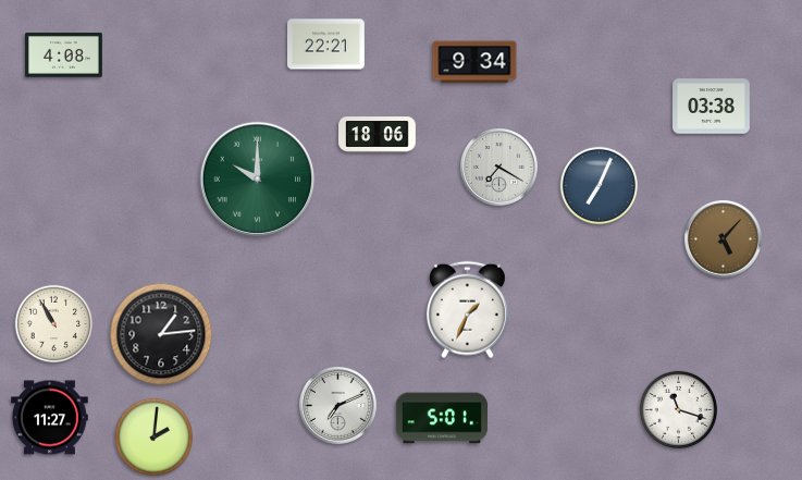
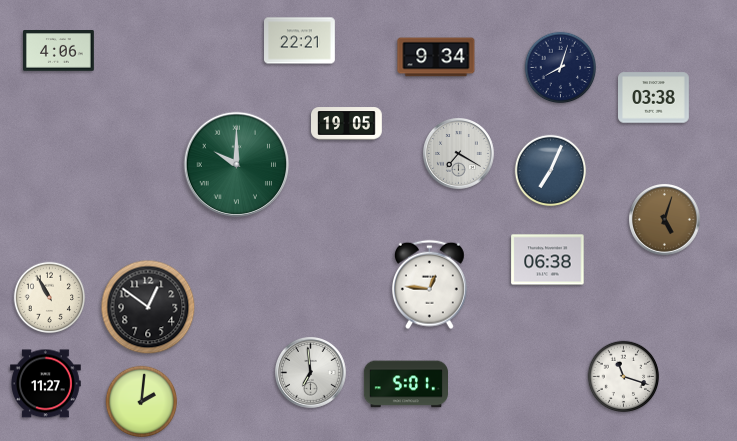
clock at (64, 56): 4:08 -> 4:06
clock at (561, 68): none -> 8:03
clock at (378, 135): 18:06 -> 19:05
clock at (724, 239): 5:07 -> 5:03
clock at (548, 260): none -> 06:38
clock at (467, 310): 1:34 -> 12:46
clock at (161, 334): 1:14 -> 12:51
clock at (338, 406): 7:11 -> 6:59
